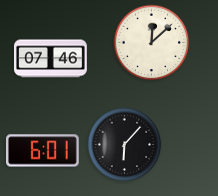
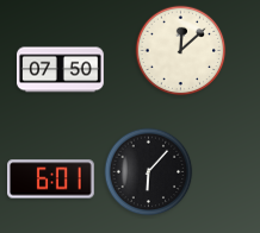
clock at (51, 59): 07:46 -> 07:50
